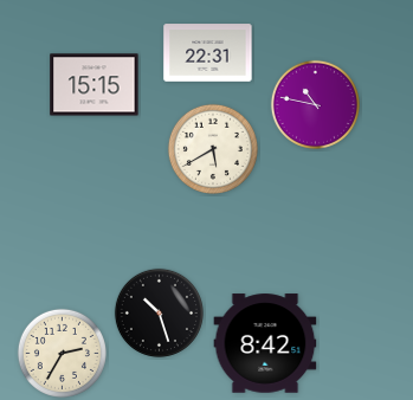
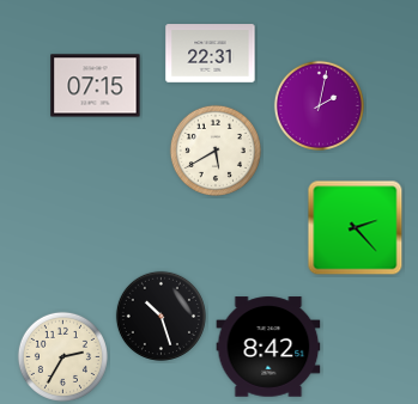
clock at (95, 85): 15:15 -> 07:15
clock at (315, 104): 10:47 -> 2:02
clock at (356, 228): none -> 2:23
